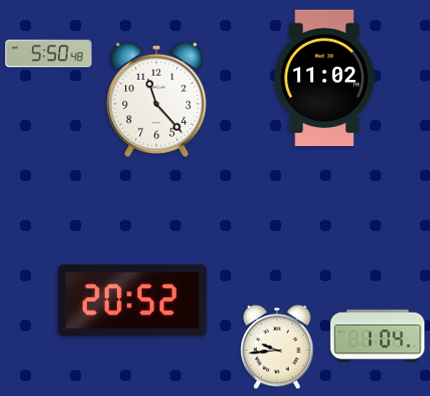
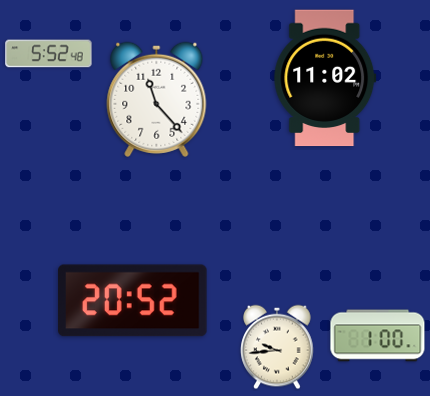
clock at (49, 54): 5:50 -> 5:52
clock at (378, 336): 1:04 -> 1:00
